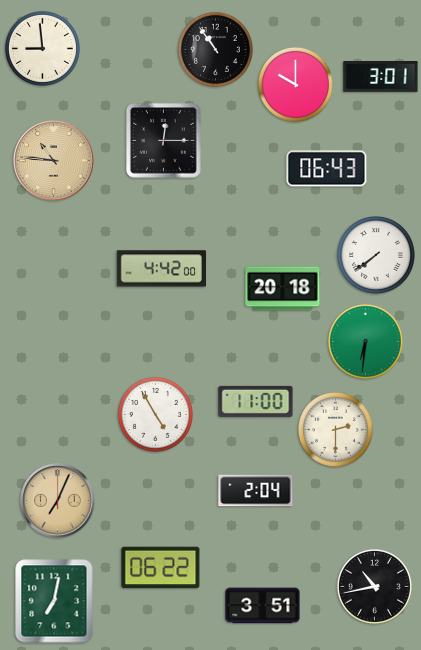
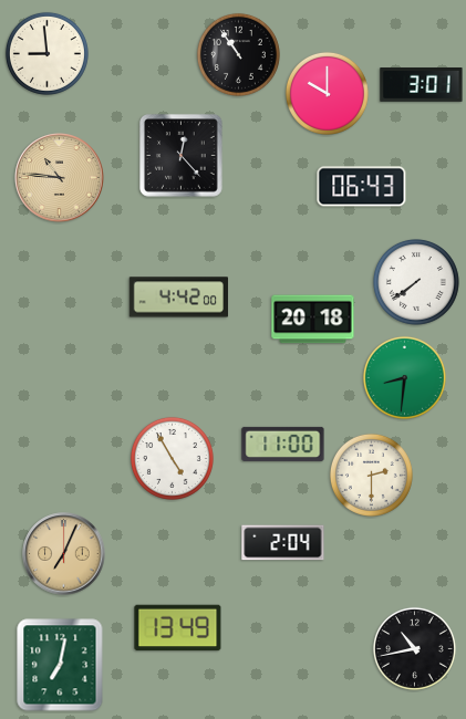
clock at (164, 141): 12:15 -> 12:23
clock at (365, 341): 6:31 -> 8:31
clock at (161, 568): 06:22 -> 13:49
clock at (263, 606): 3:51 -> none
